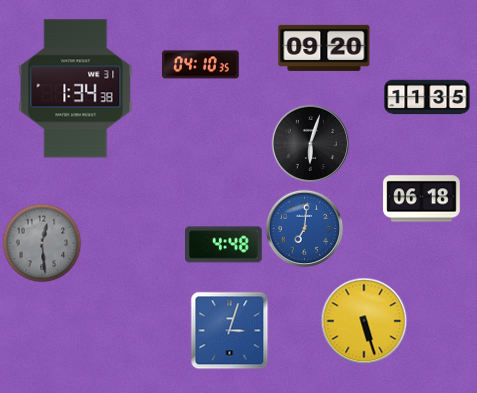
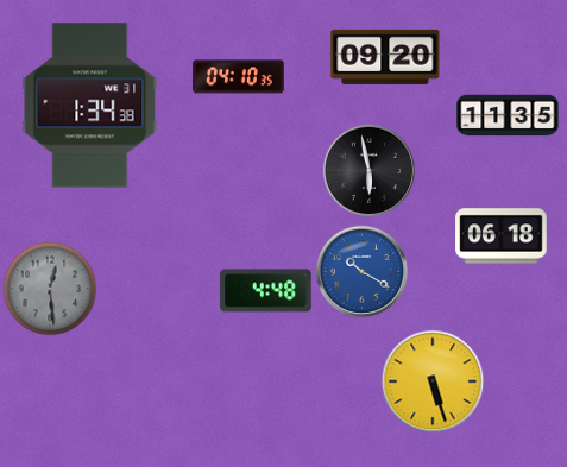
clock at (310, 143): 6:03 -> 5:58
clock at (304, 228): 7:01 -> 10:20
clock at (229, 330): 3:03 -> none
